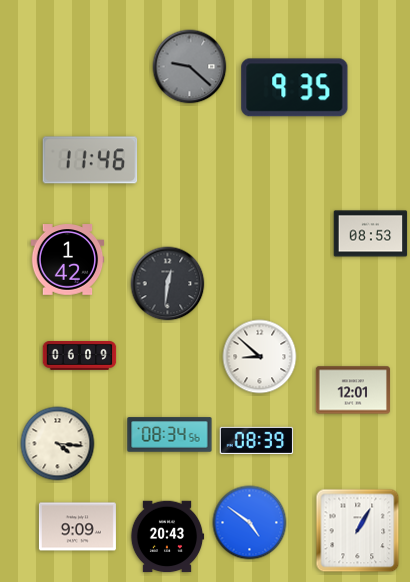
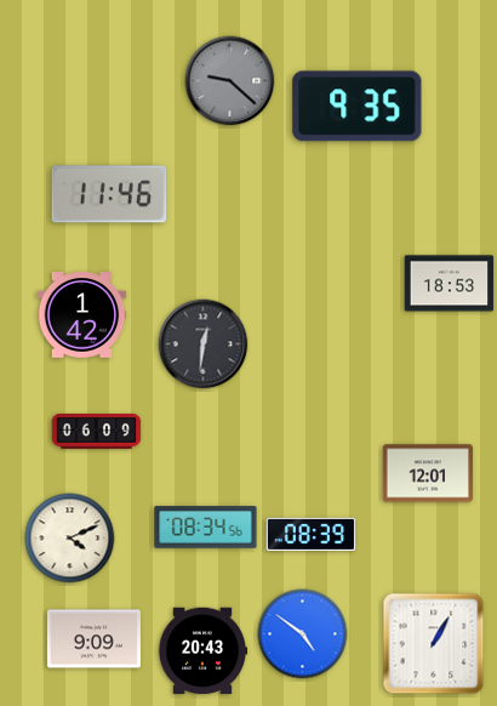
clock at (371, 234): 08:53 -> 18:53
clock at (260, 357): 8:52 -> none
clock at (58, 444): 4:16 -> 4:11
